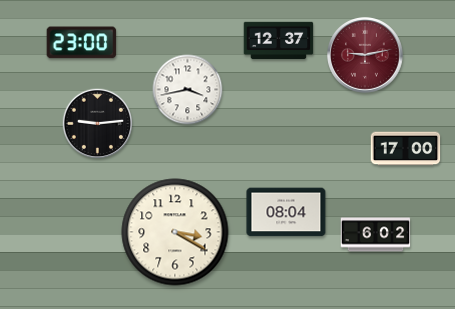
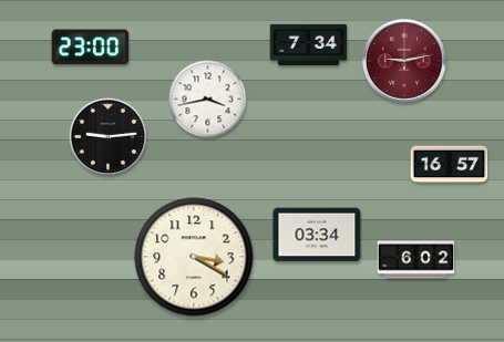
clock at (279, 41): 12:37 -> 7:34
clock at (406, 149): 17:00 -> 16:57
clock at (286, 212): 08:04 -> 03:34
